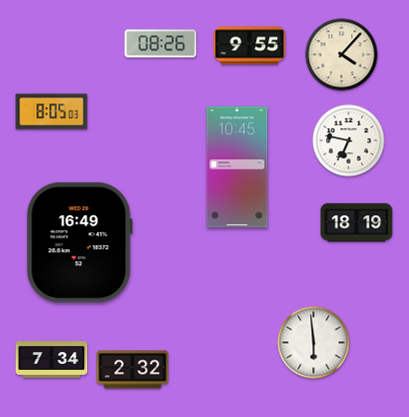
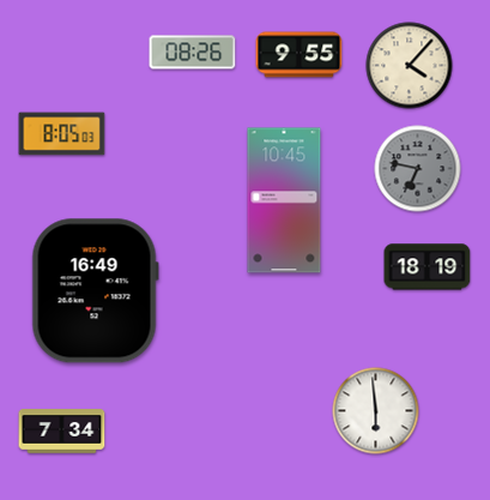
clock at (349, 141) dial: white -> grey
clock at (133, 370): 2:32 -> none
